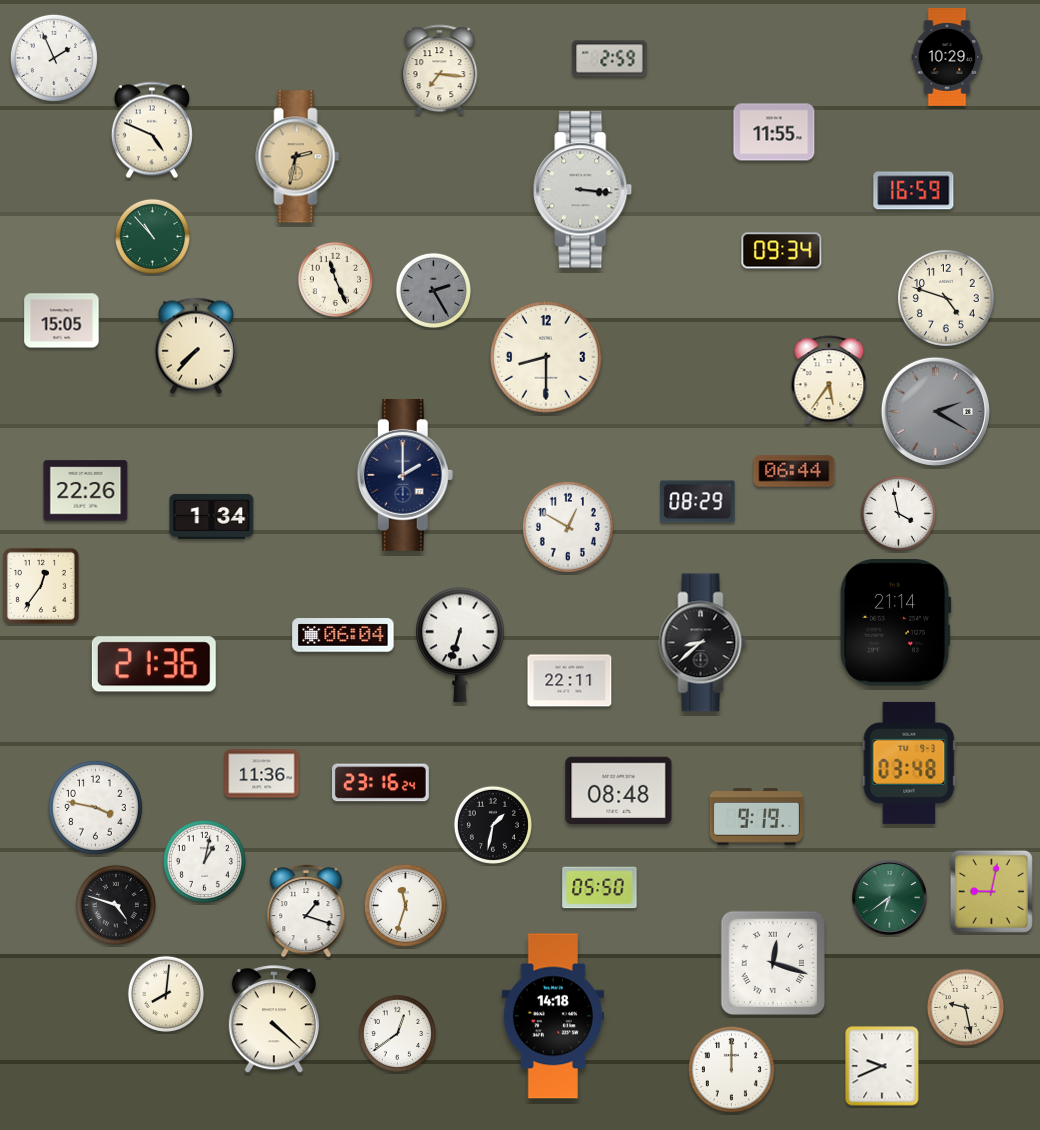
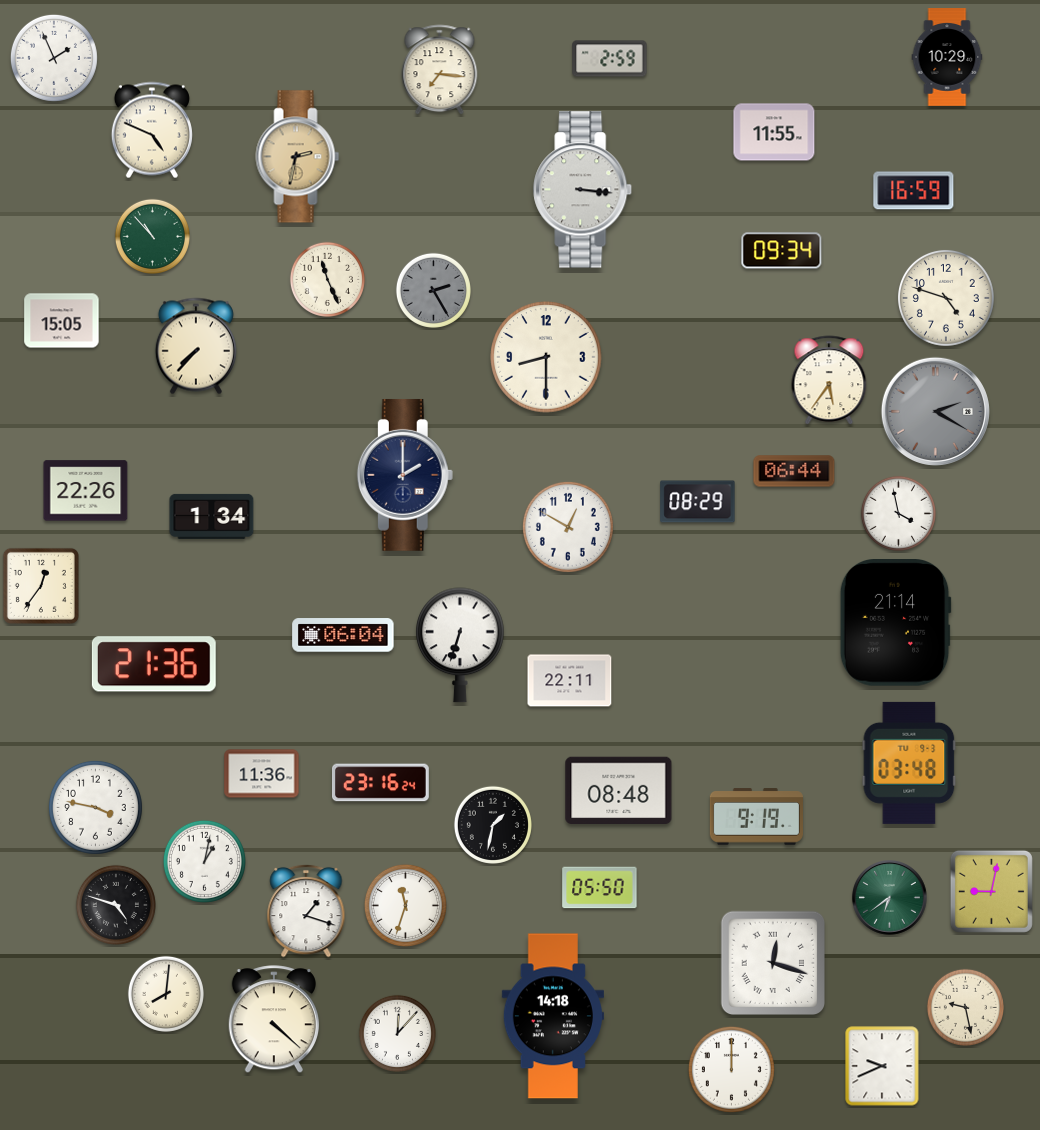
clock at (335, 279) position: (335, 279) -> (327, 279)
clock at (703, 643): 8:38 -> none
clock at (397, 1033): 12:39 -> 12:07
